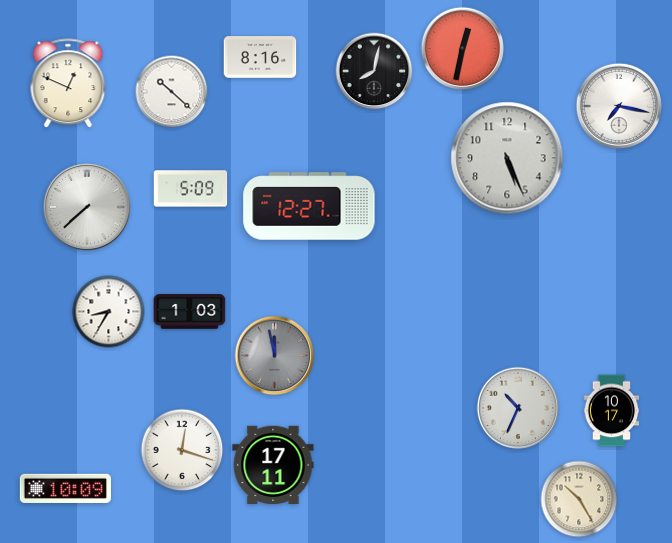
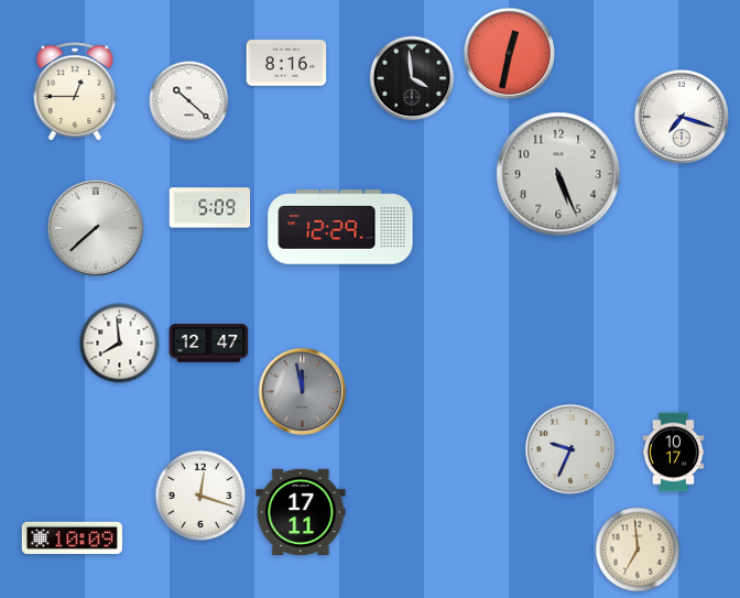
clock at (374, 71): 8:02 -> 3:59
clock at (68, 84): 12:49 -> 12:45
clock at (619, 106): 7:17 -> 7:18
clock at (309, 206): 12:27 -> 12:29
clock at (109, 312): 8:35 -> 7:59
clock at (190, 312): 1:03 -> 12:47
clock at (518, 408): 10:34 -> 9:34
clock at (579, 499): 10:25 -> 6:59
